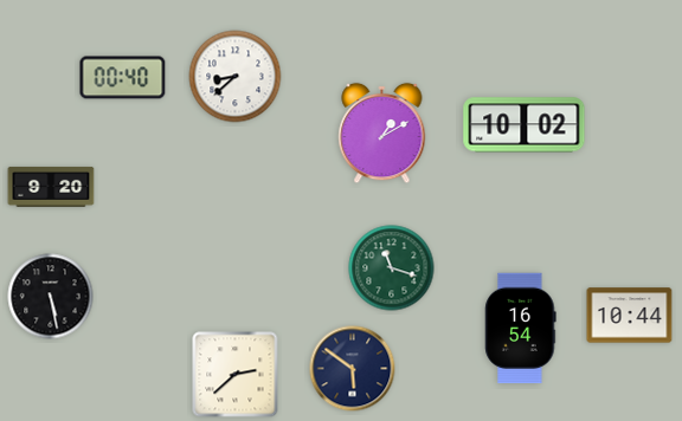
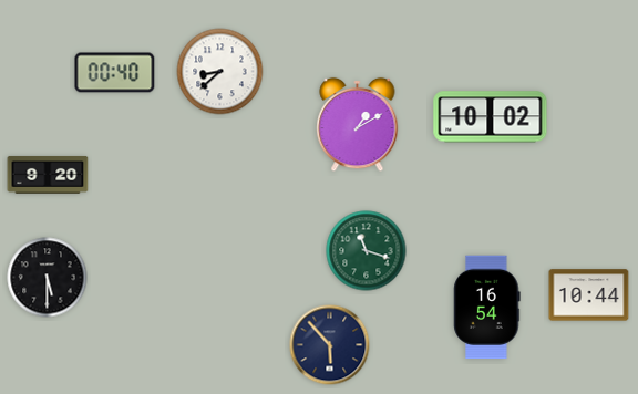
clock at (51, 297): 5:28 -> 5:30
clock at (353, 369): 5:51 -> 5:53
clock at (236, 375): 2:38 -> none
